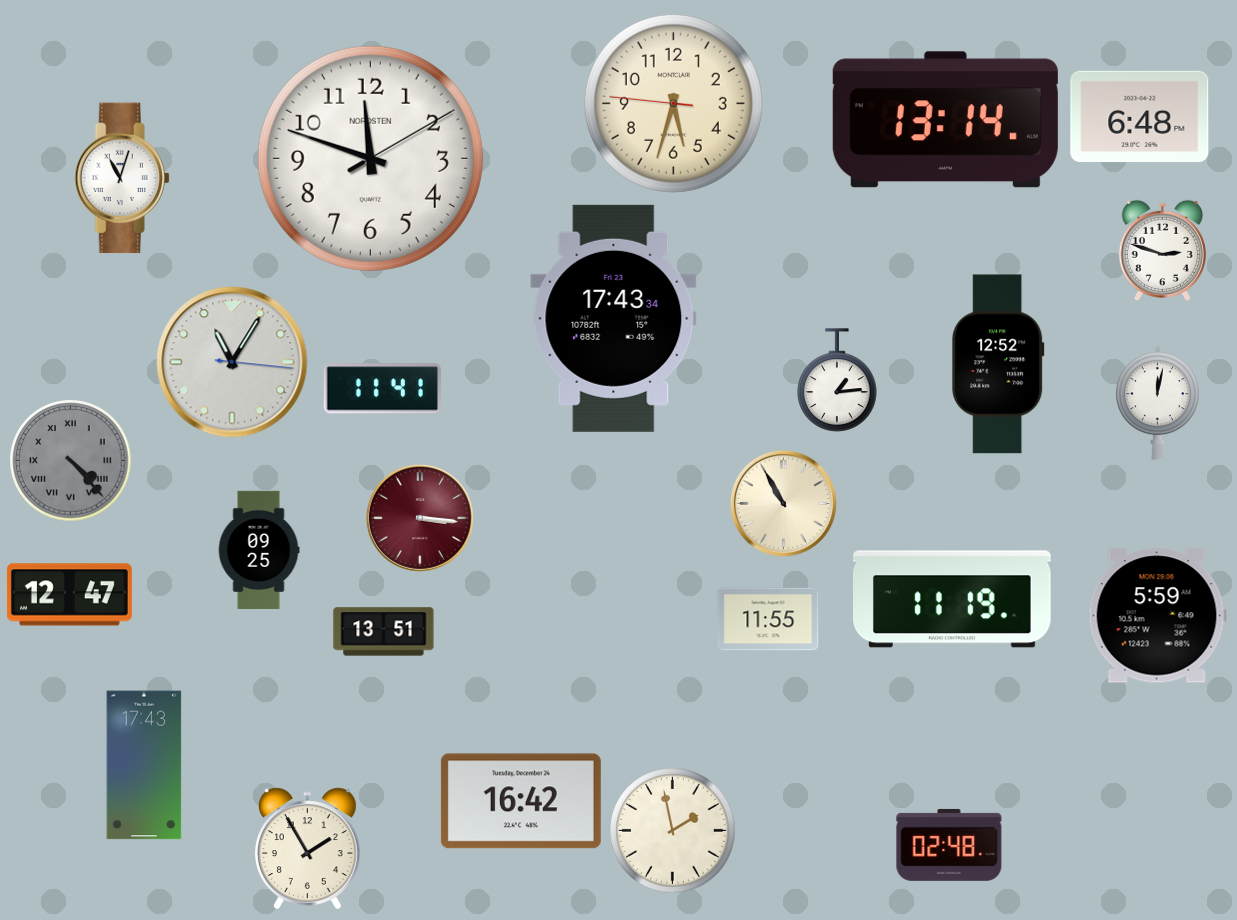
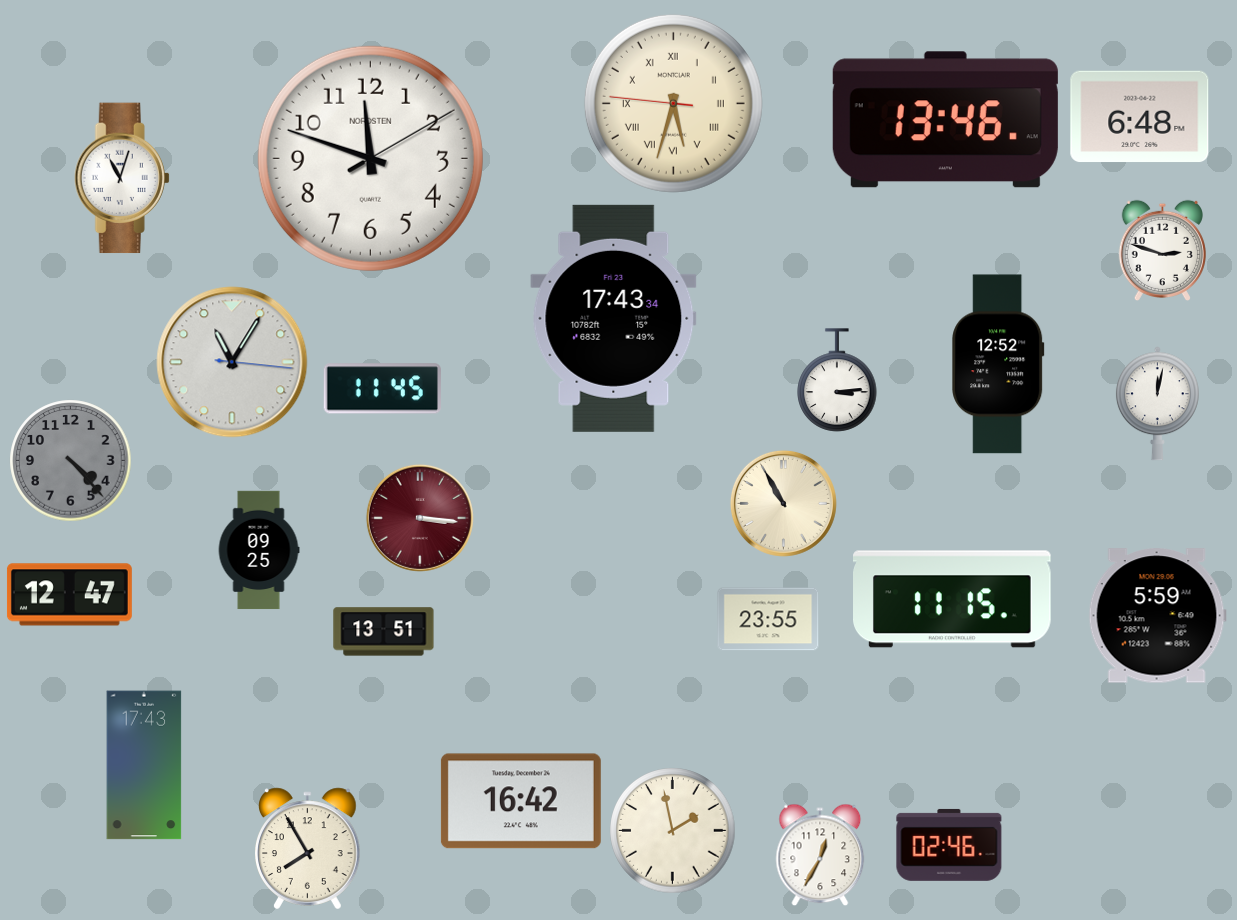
clock at (673, 103) numerals: Arabic -> Roman
clock at (945, 120): 13:14 -> 13:46
clock at (837, 380): 1:14 -> 3:14
clock at (382, 389): 11:41 -> 11:45
clock at (71, 461) numerals: Roman -> Arabic
clock at (953, 599): 11:19 -> 11:15
clock at (768, 619): 11:55 -> 23:55
clock at (949, 845): 02:48 -> 02:46
clock at (308, 849): 1:55 -> 7:55
clock at (820, 855): none -> 12:35
